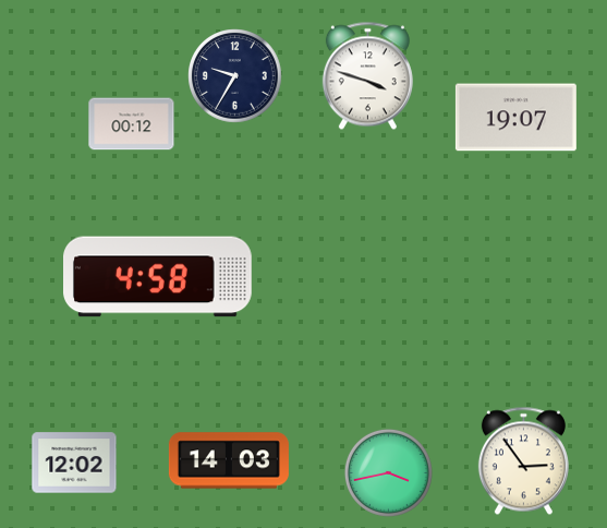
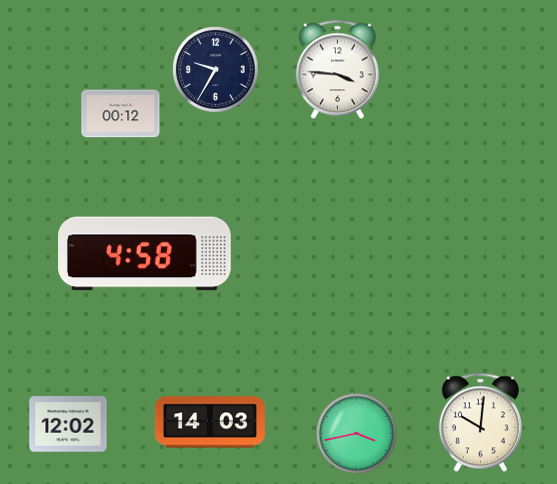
clock at (367, 76): 3:48 -> 3:46
clock at (515, 118): 19:07 -> none
clock at (523, 461): 2:54 -> 10:01
